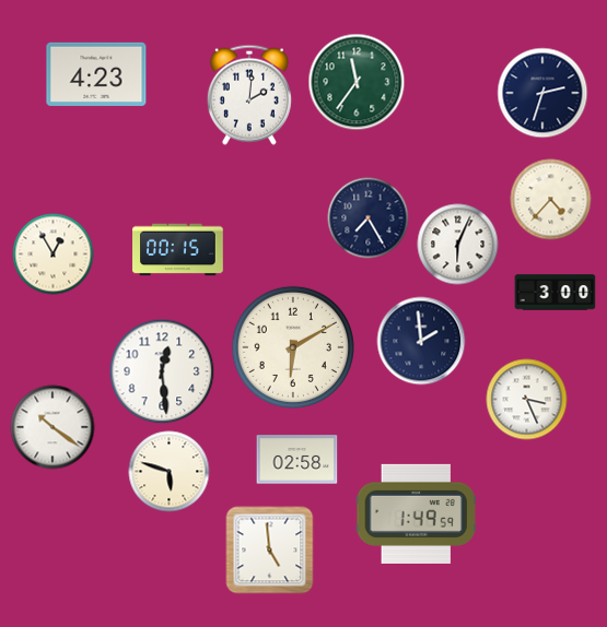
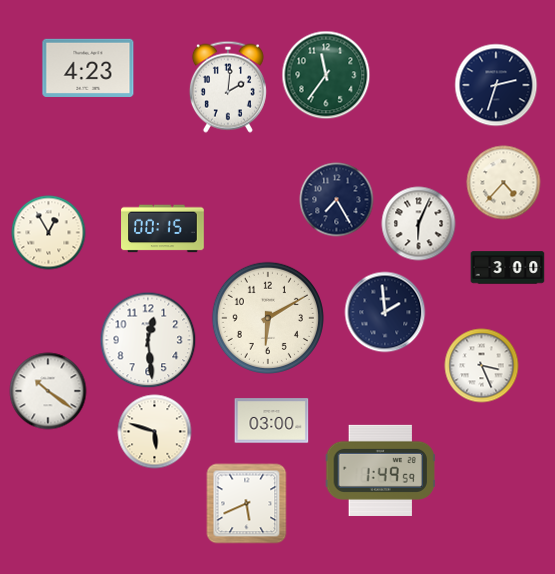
clock at (297, 460): 02:58 -> 03:00
clock at (270, 551): 4:59 -> 5:41
